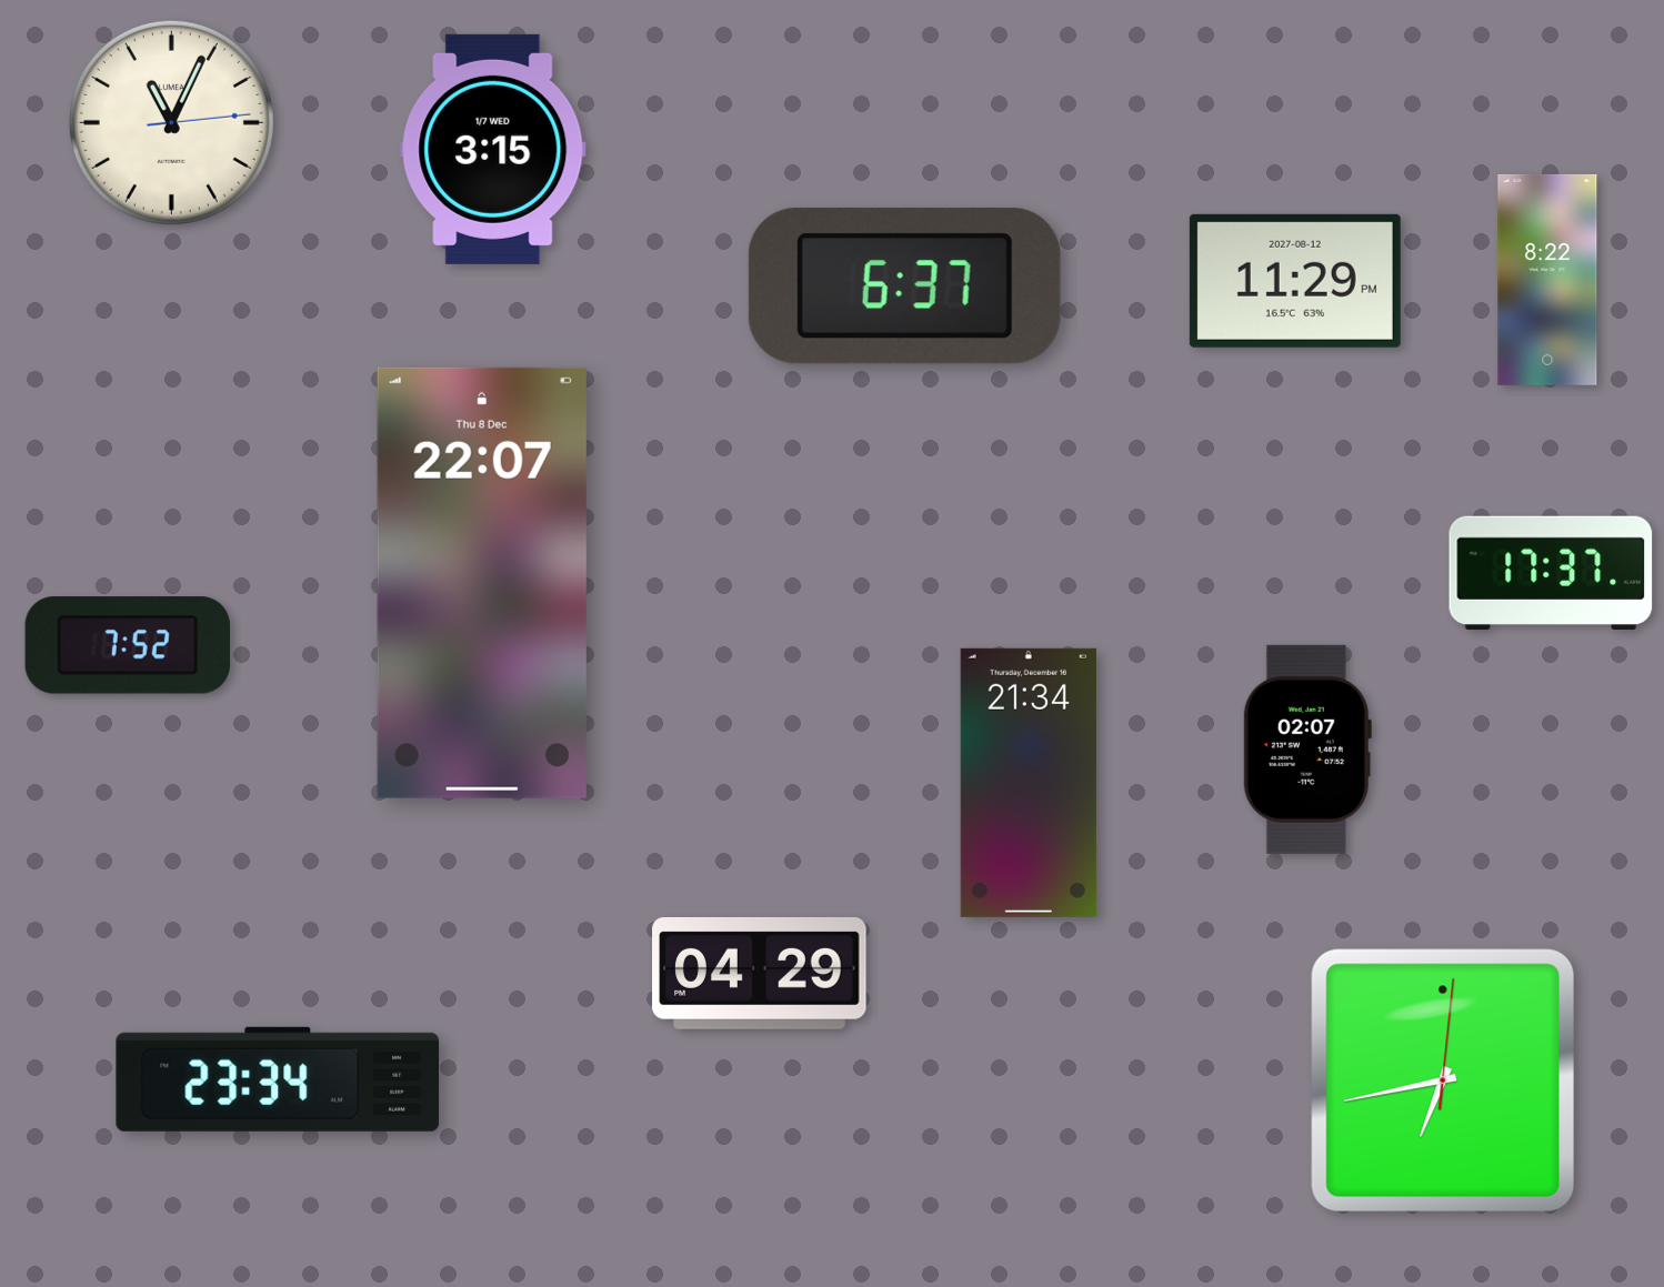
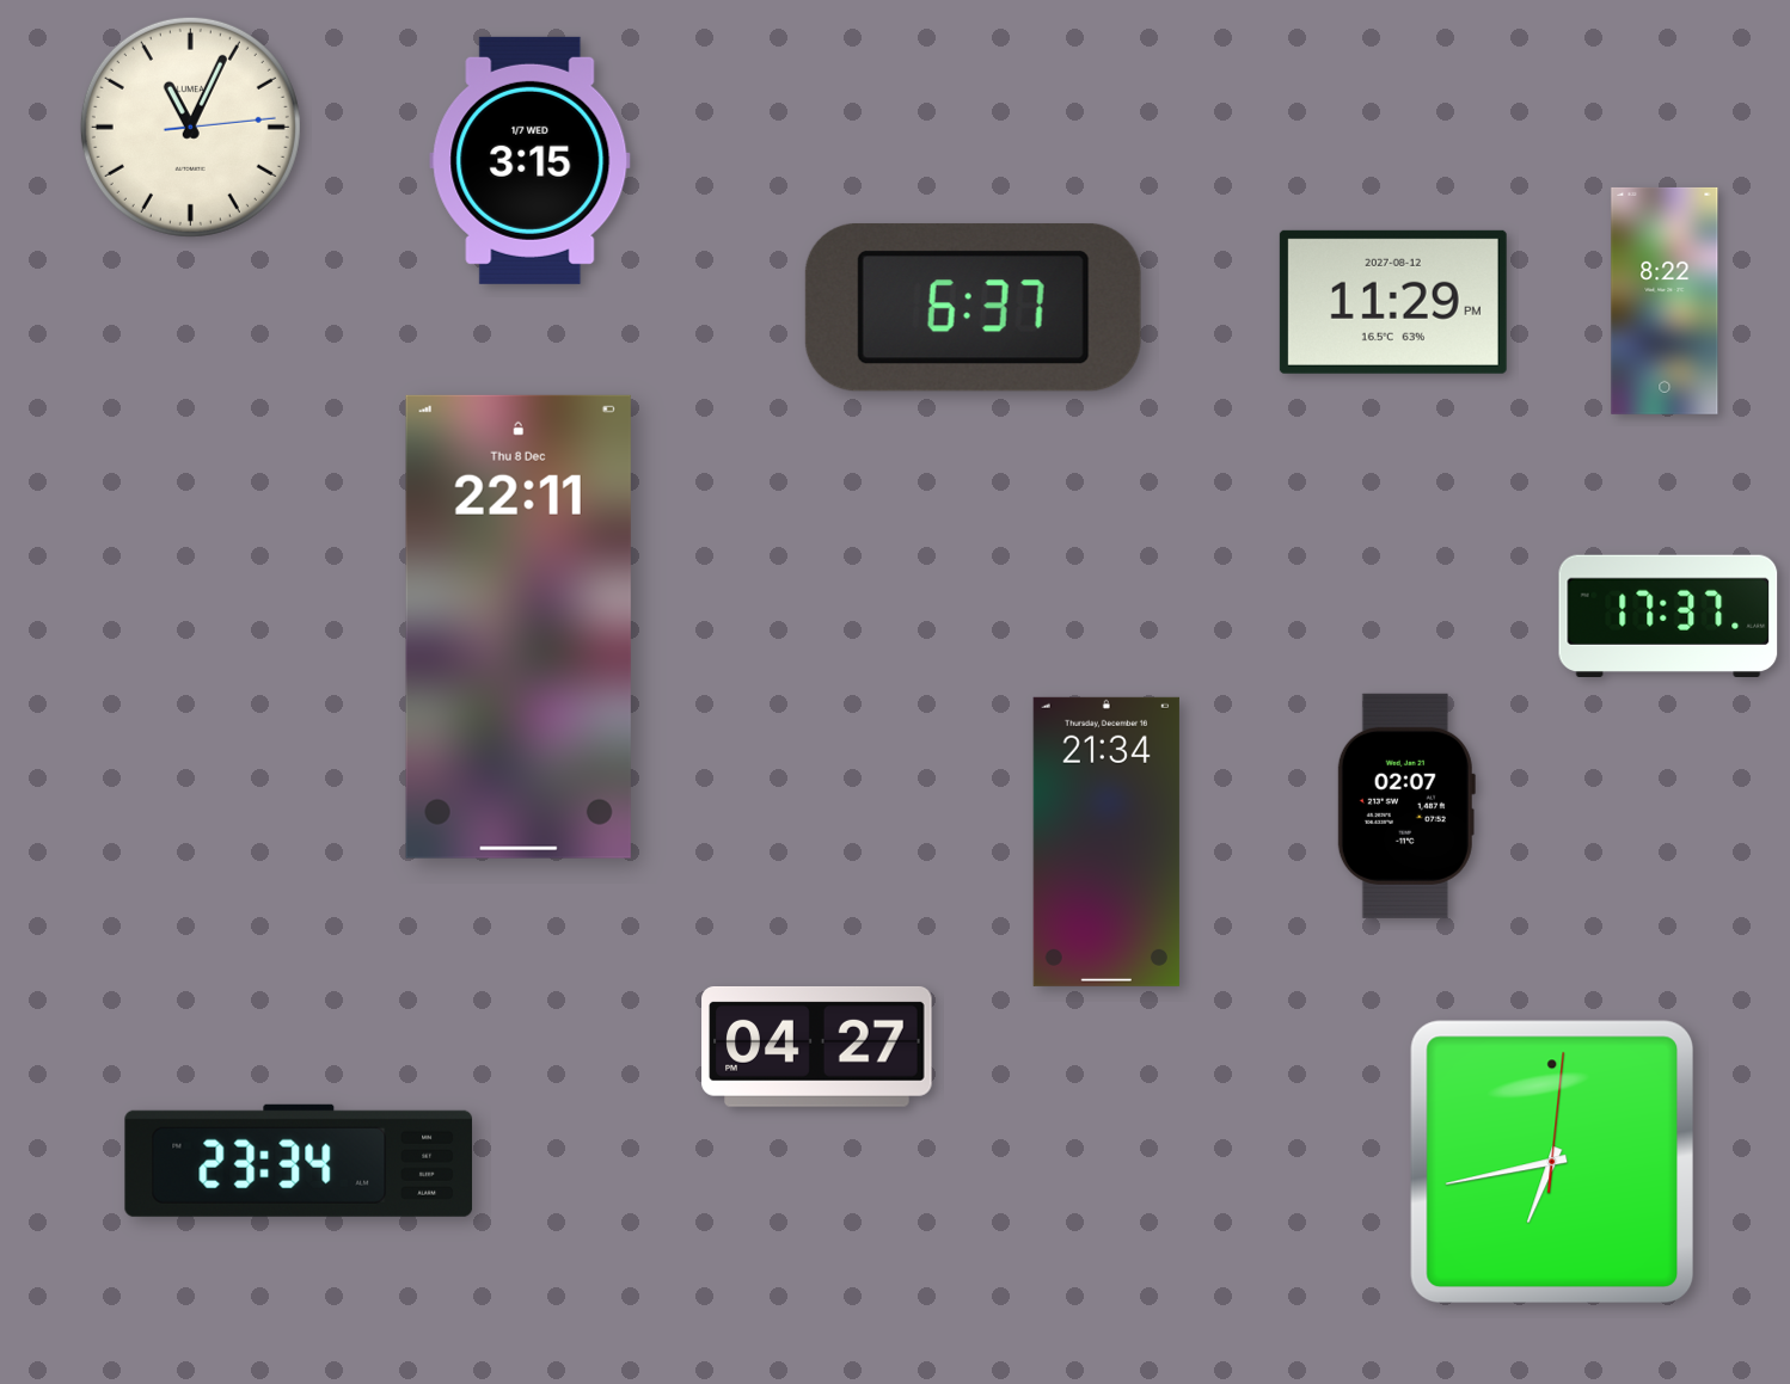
clock at (171, 122) position: (171, 122) -> (190, 127)
clock at (482, 583): 22:07 -> 22:11
clock at (127, 645): 7:52 -> none
clock at (760, 973): 04:29 -> 04:27
